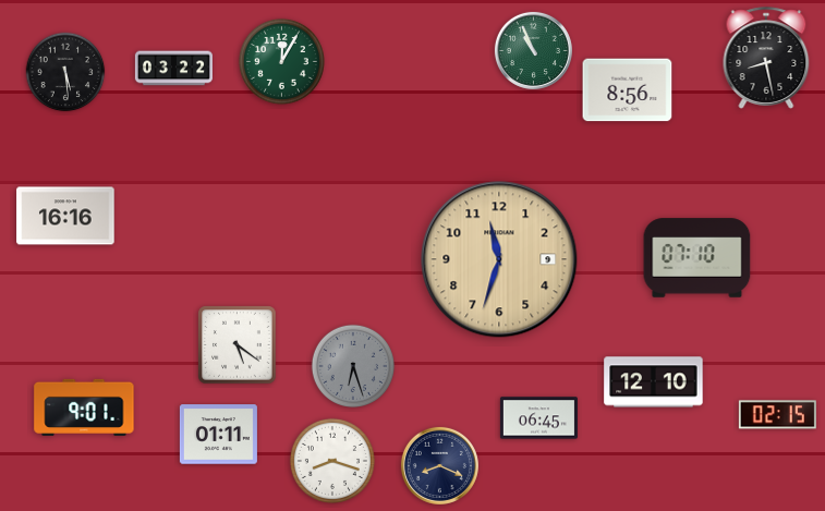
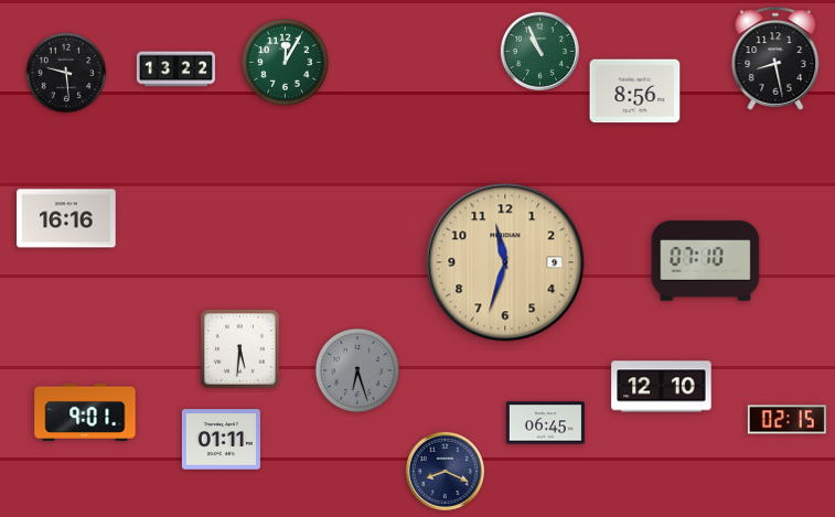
clock at (173, 69): 03:22 -> 13:22
clock at (65, 72): 5:29 -> 9:29
clock at (238, 345): 5:21 -> 5:31
clock at (332, 461): 8:18 -> none
